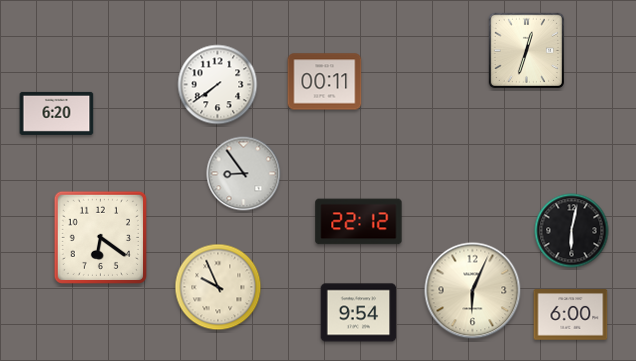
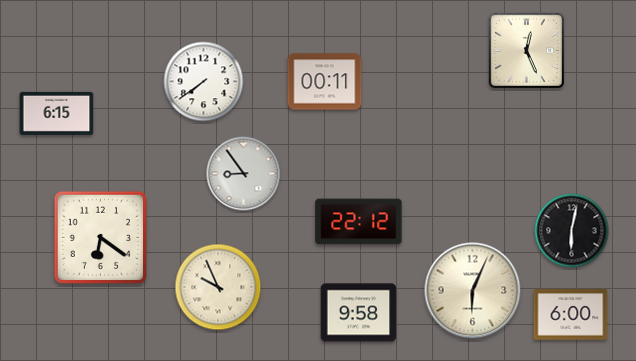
clock at (526, 50): 12:33 -> 12:26
clock at (218, 85) position: (218, 85) -> (204, 82)
clock at (57, 113): 6:20 -> 6:15
clock at (359, 313): 9:54 -> 9:58
